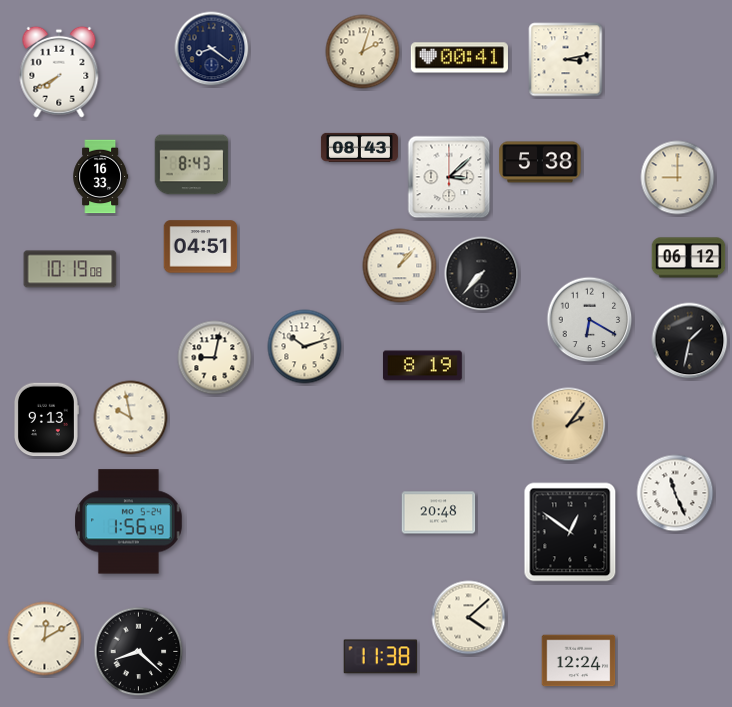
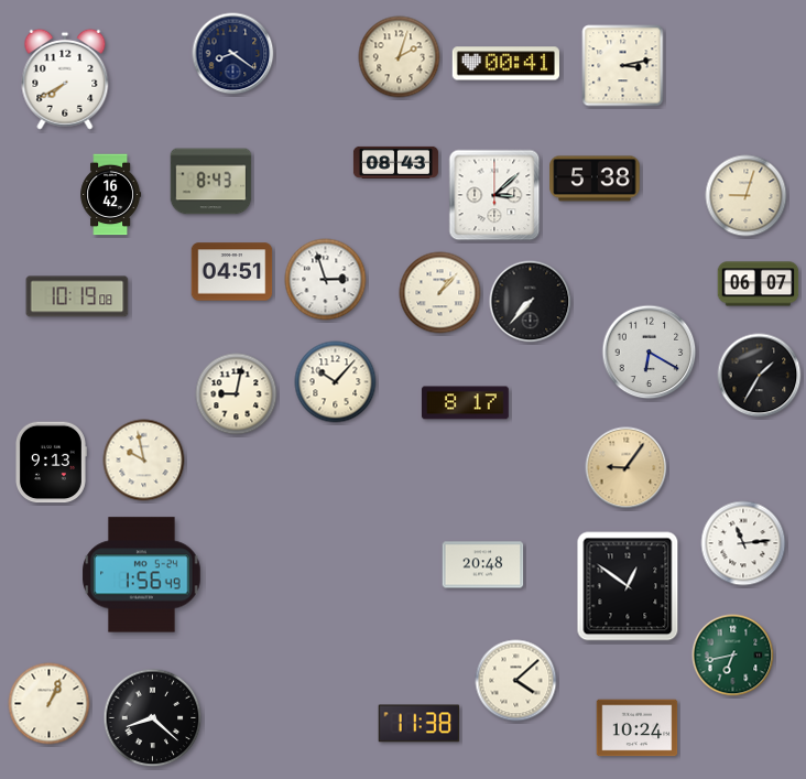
clock at (101, 177): 16:33 -> 16:42
clock at (678, 178): 9:00 -> 9:03
clock at (201, 247) position: (201, 247) -> (232, 272)
clock at (326, 280): none -> 2:57
clock at (689, 258): 06:12 -> 06:07
clock at (690, 341): 1:32 -> 1:35
clock at (305, 347): 10:12 -> 10:07
clock at (423, 366): 8:19 -> 8:17
clock at (569, 425): 2:06 -> 9:06
clock at (675, 493): 11:26 -> 11:14
clock at (733, 656): none -> 6:43
clock at (45, 639): 12:10 -> 1:04
clock at (579, 661): 12:24 -> 10:24
